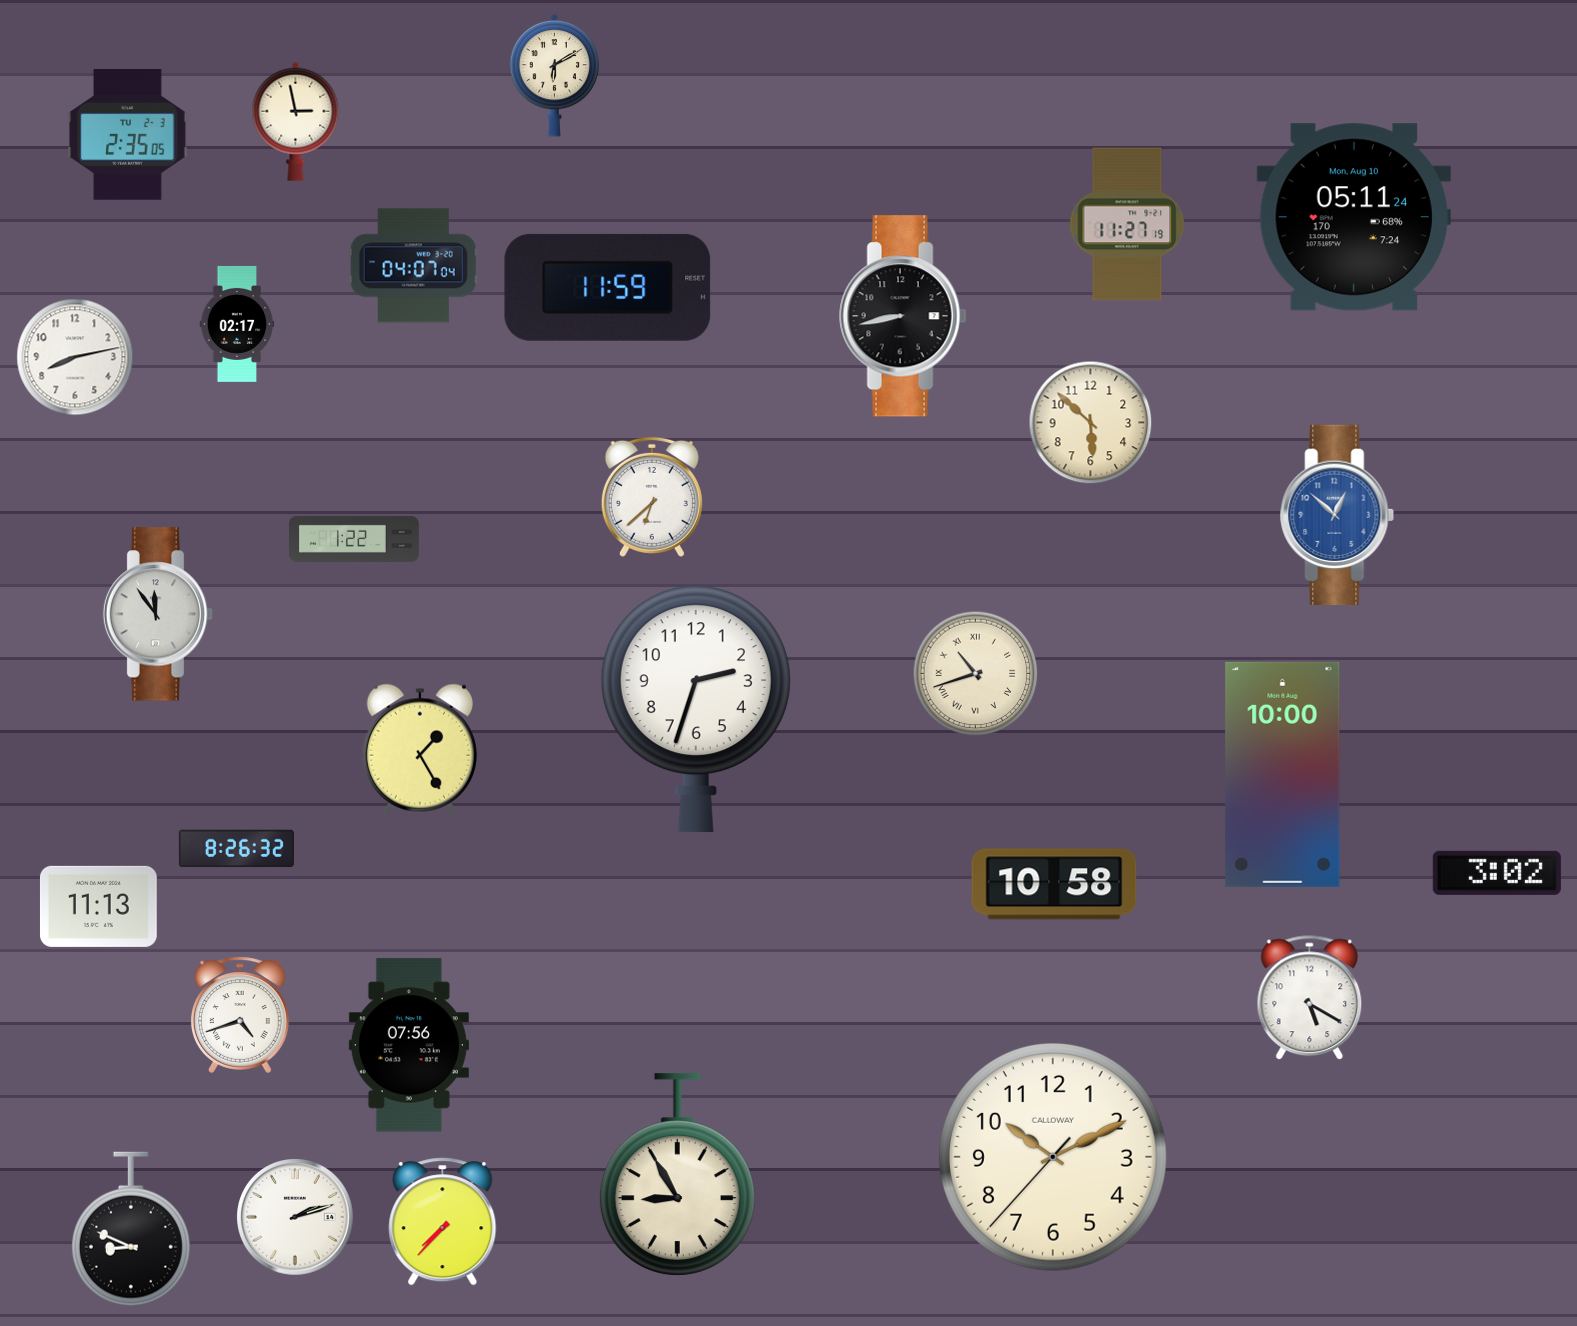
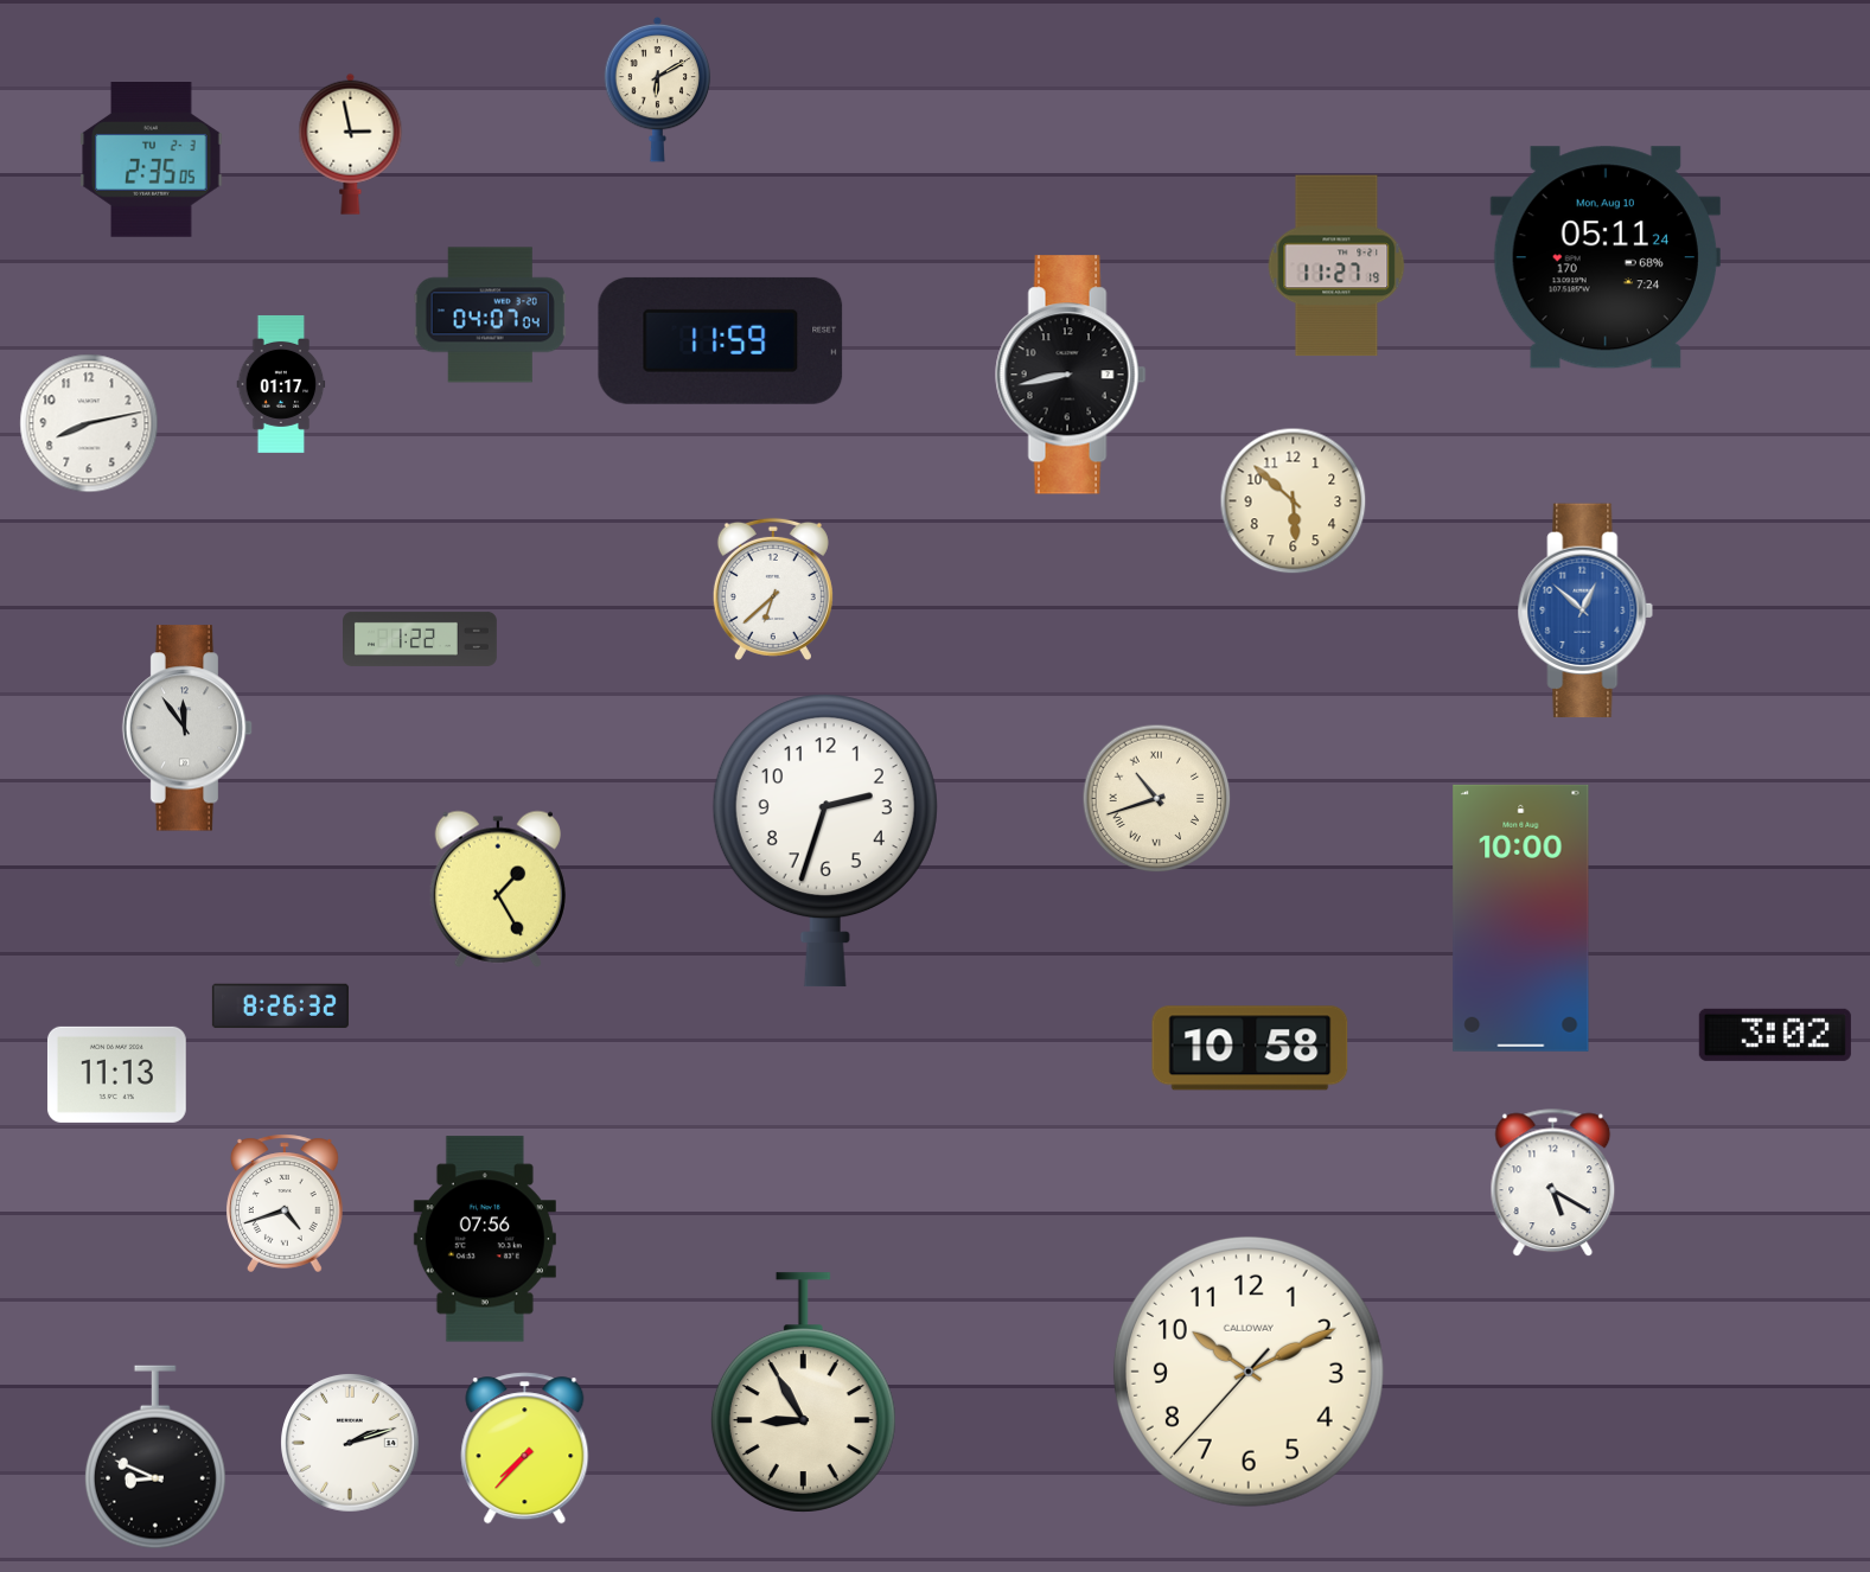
clock at (237, 324): 02:17 -> 01:17
